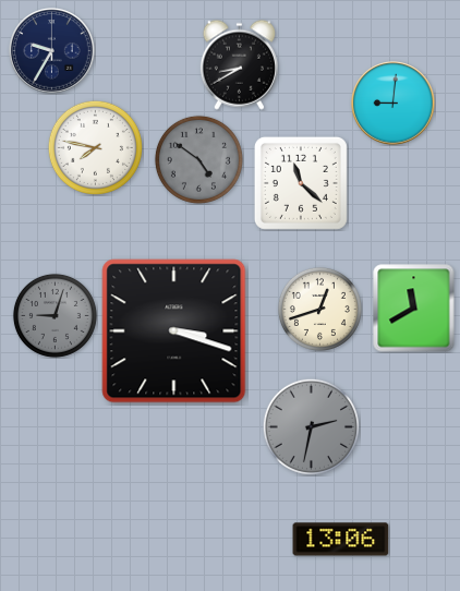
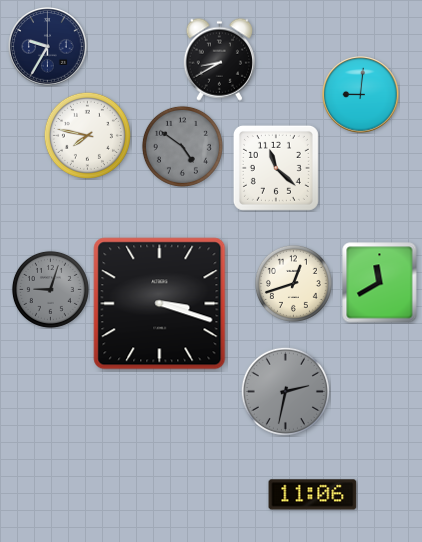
clock at (341, 540): 13:06 -> 11:06
